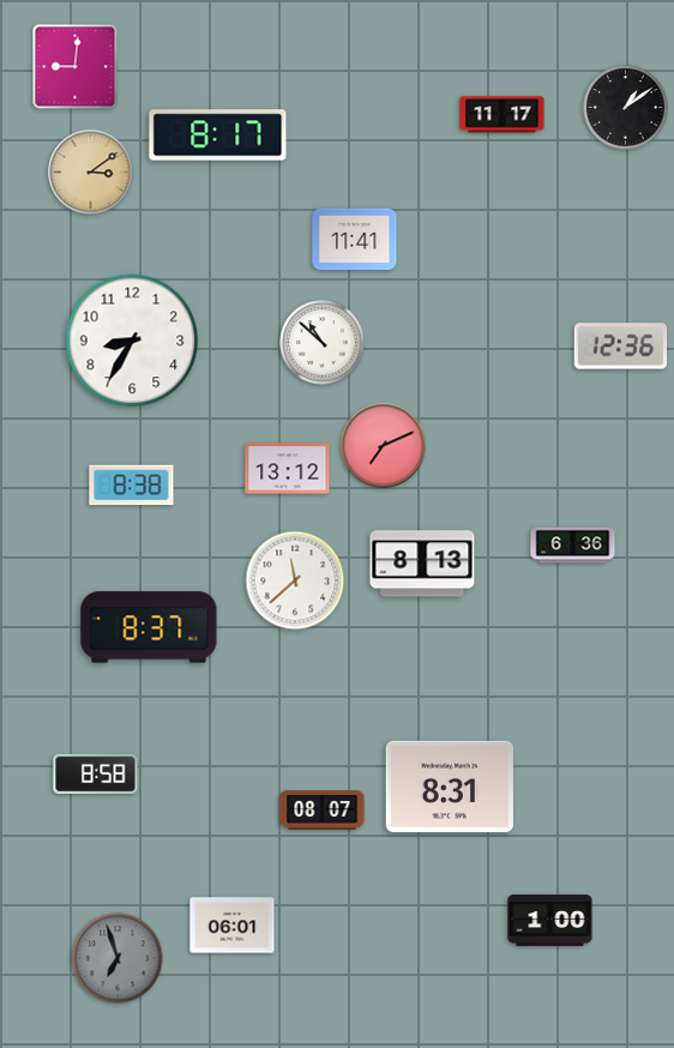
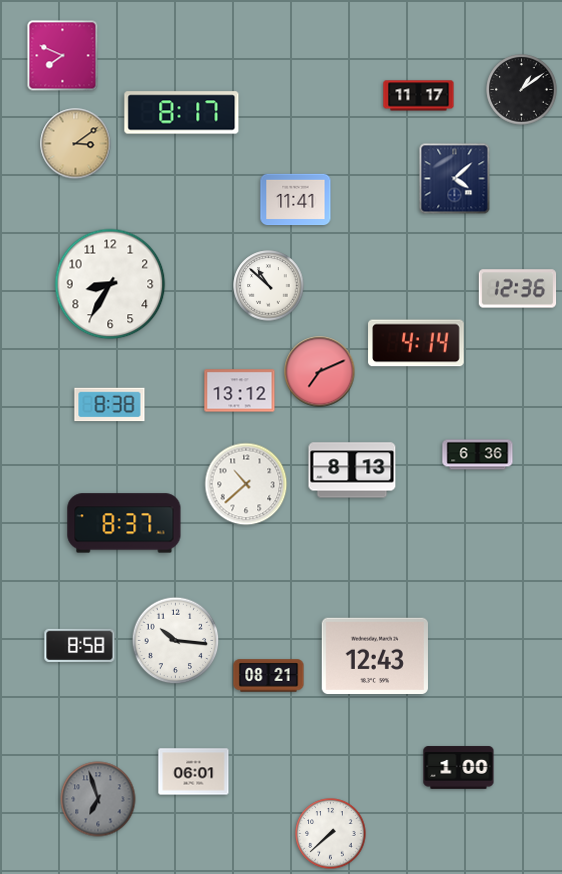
clock at (76, 67): 9:01 -> 7:49
clock at (455, 179): none -> 4:08
clock at (416, 343): none -> 4:14
clock at (295, 580): 11:38 -> 10:38
clock at (176, 641): none -> 10:16
clock at (450, 785): 8:31 -> 12:43
clock at (323, 811): 08:07 -> 08:21
clock at (331, 834): none -> 7:38
